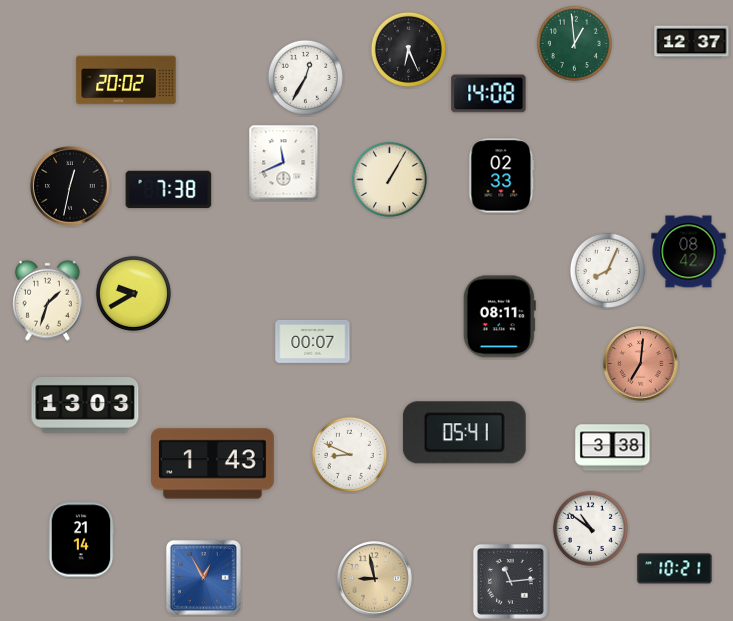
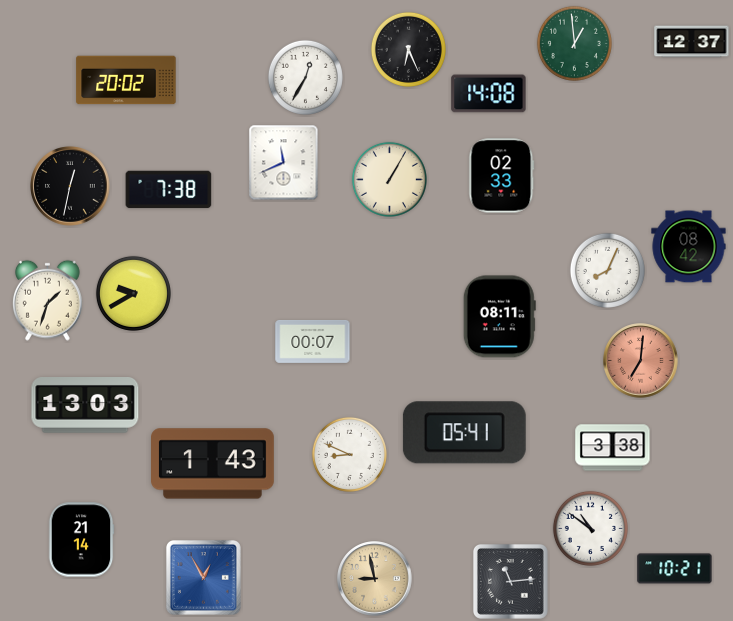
clock at (689, 252) position: (689, 252) -> (689, 247)
clock at (641, 364) position: (641, 364) -> (641, 361)
